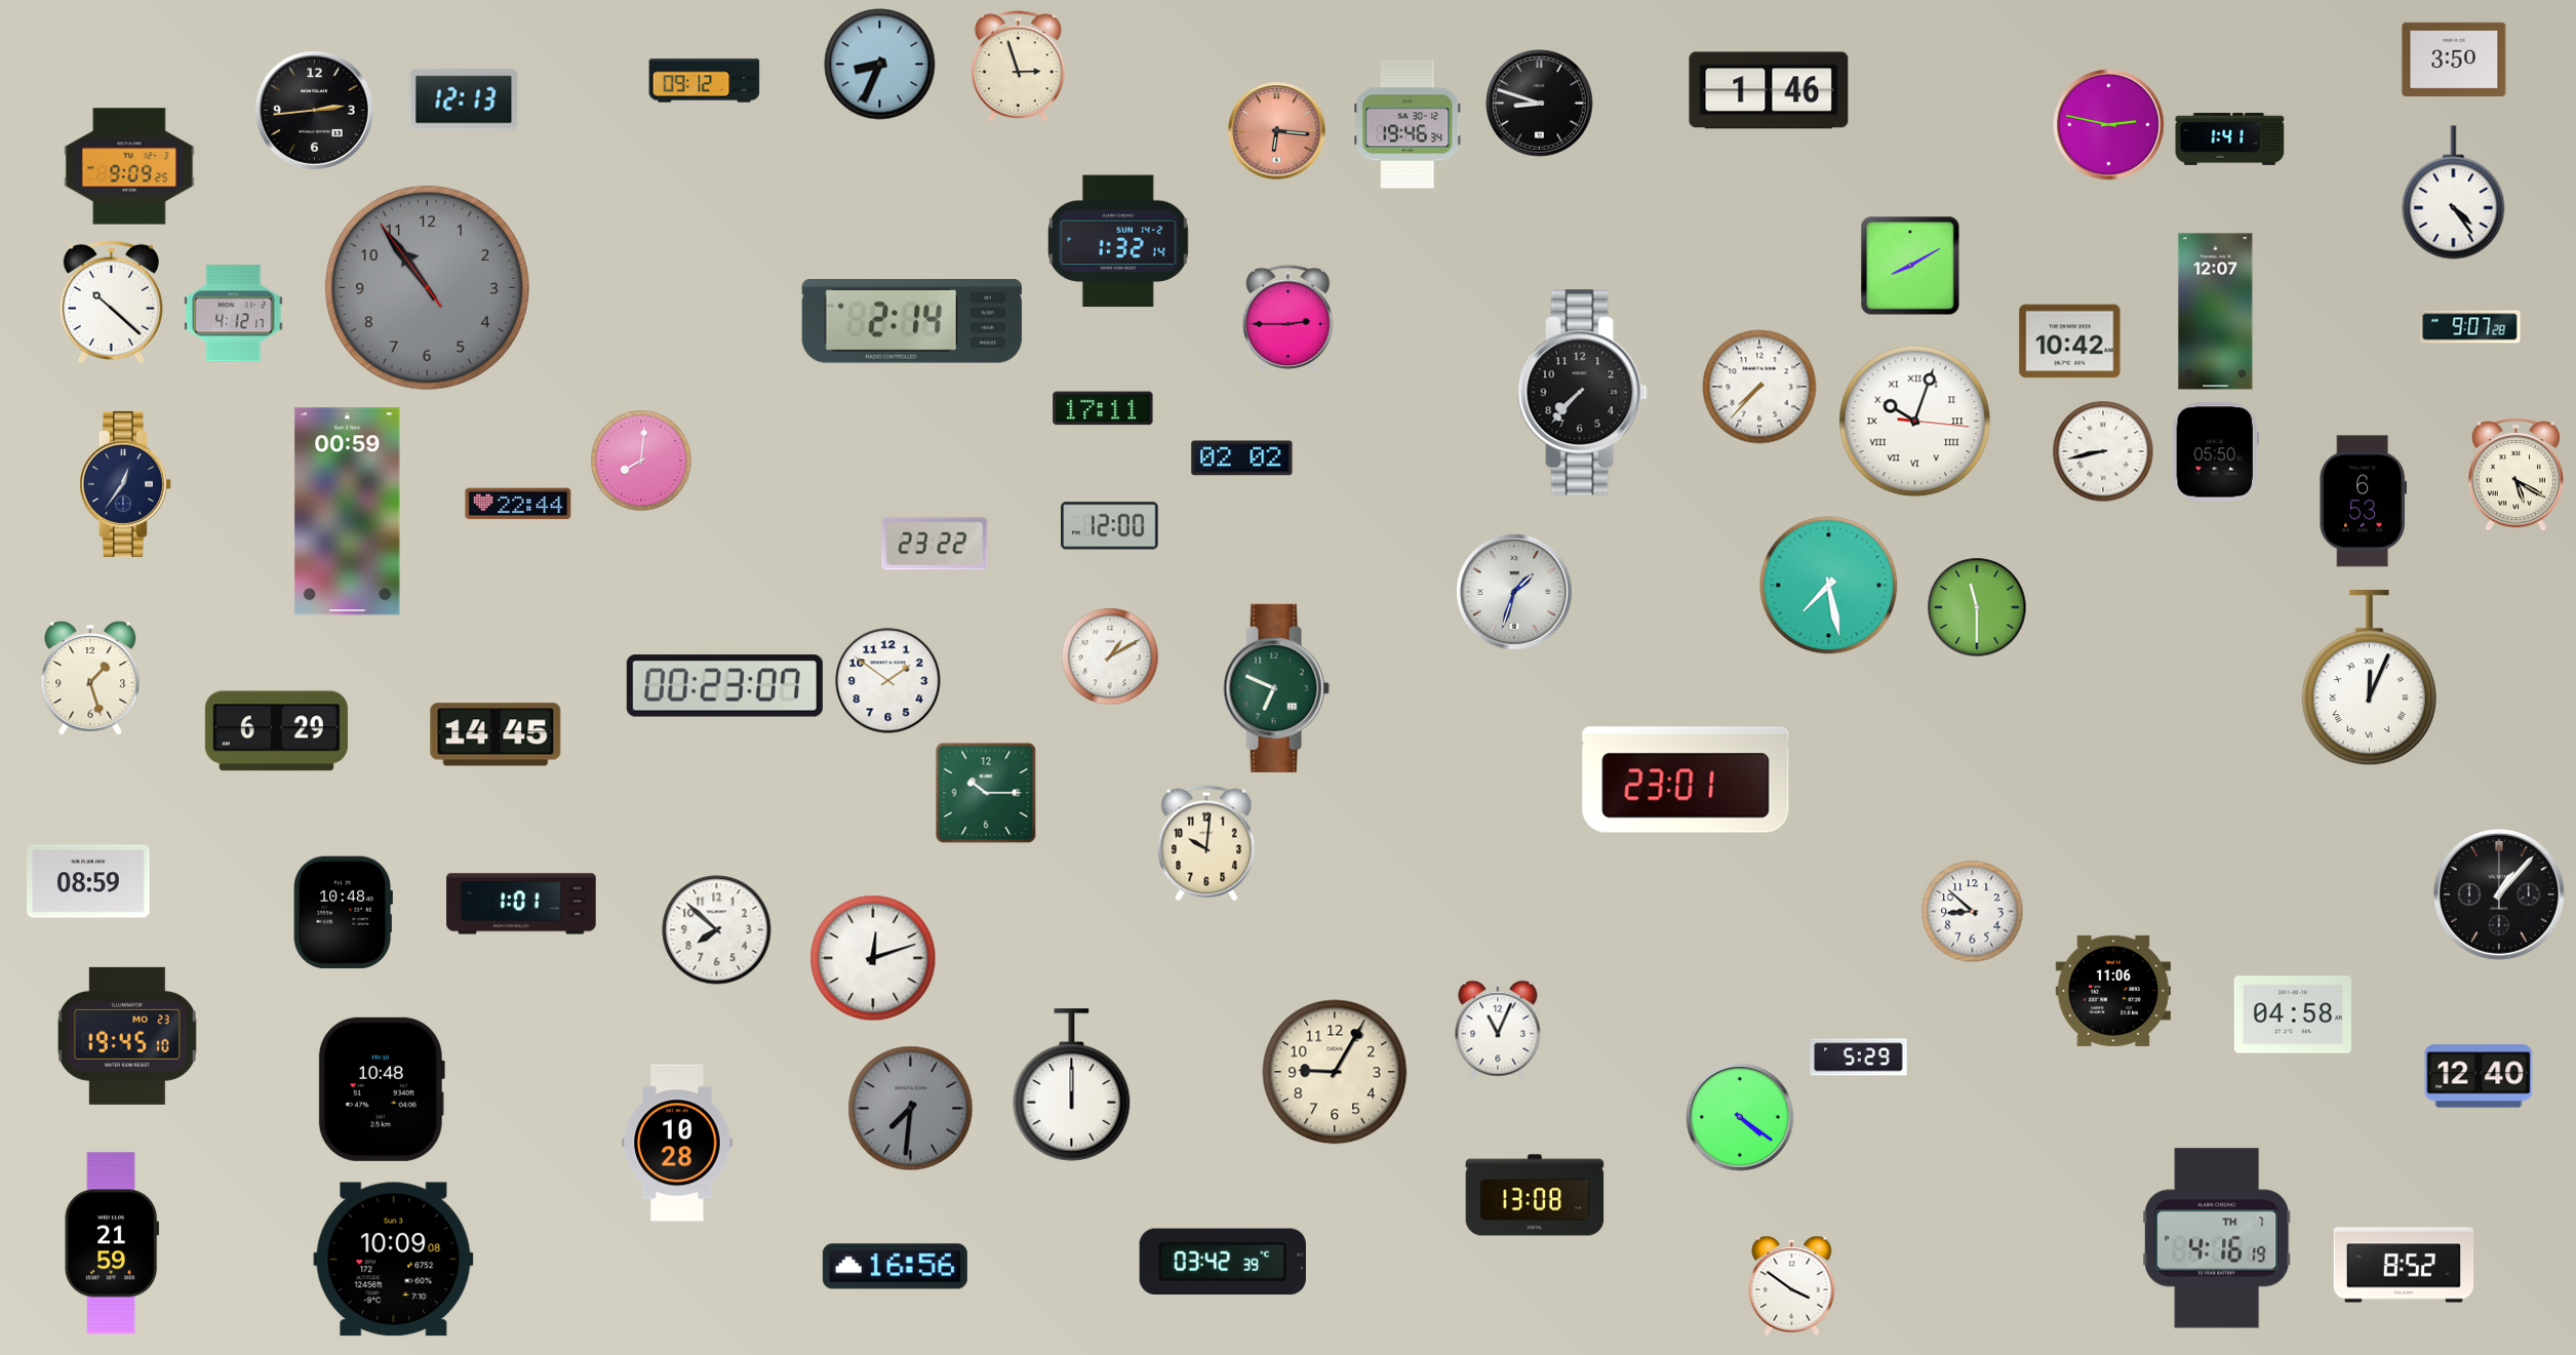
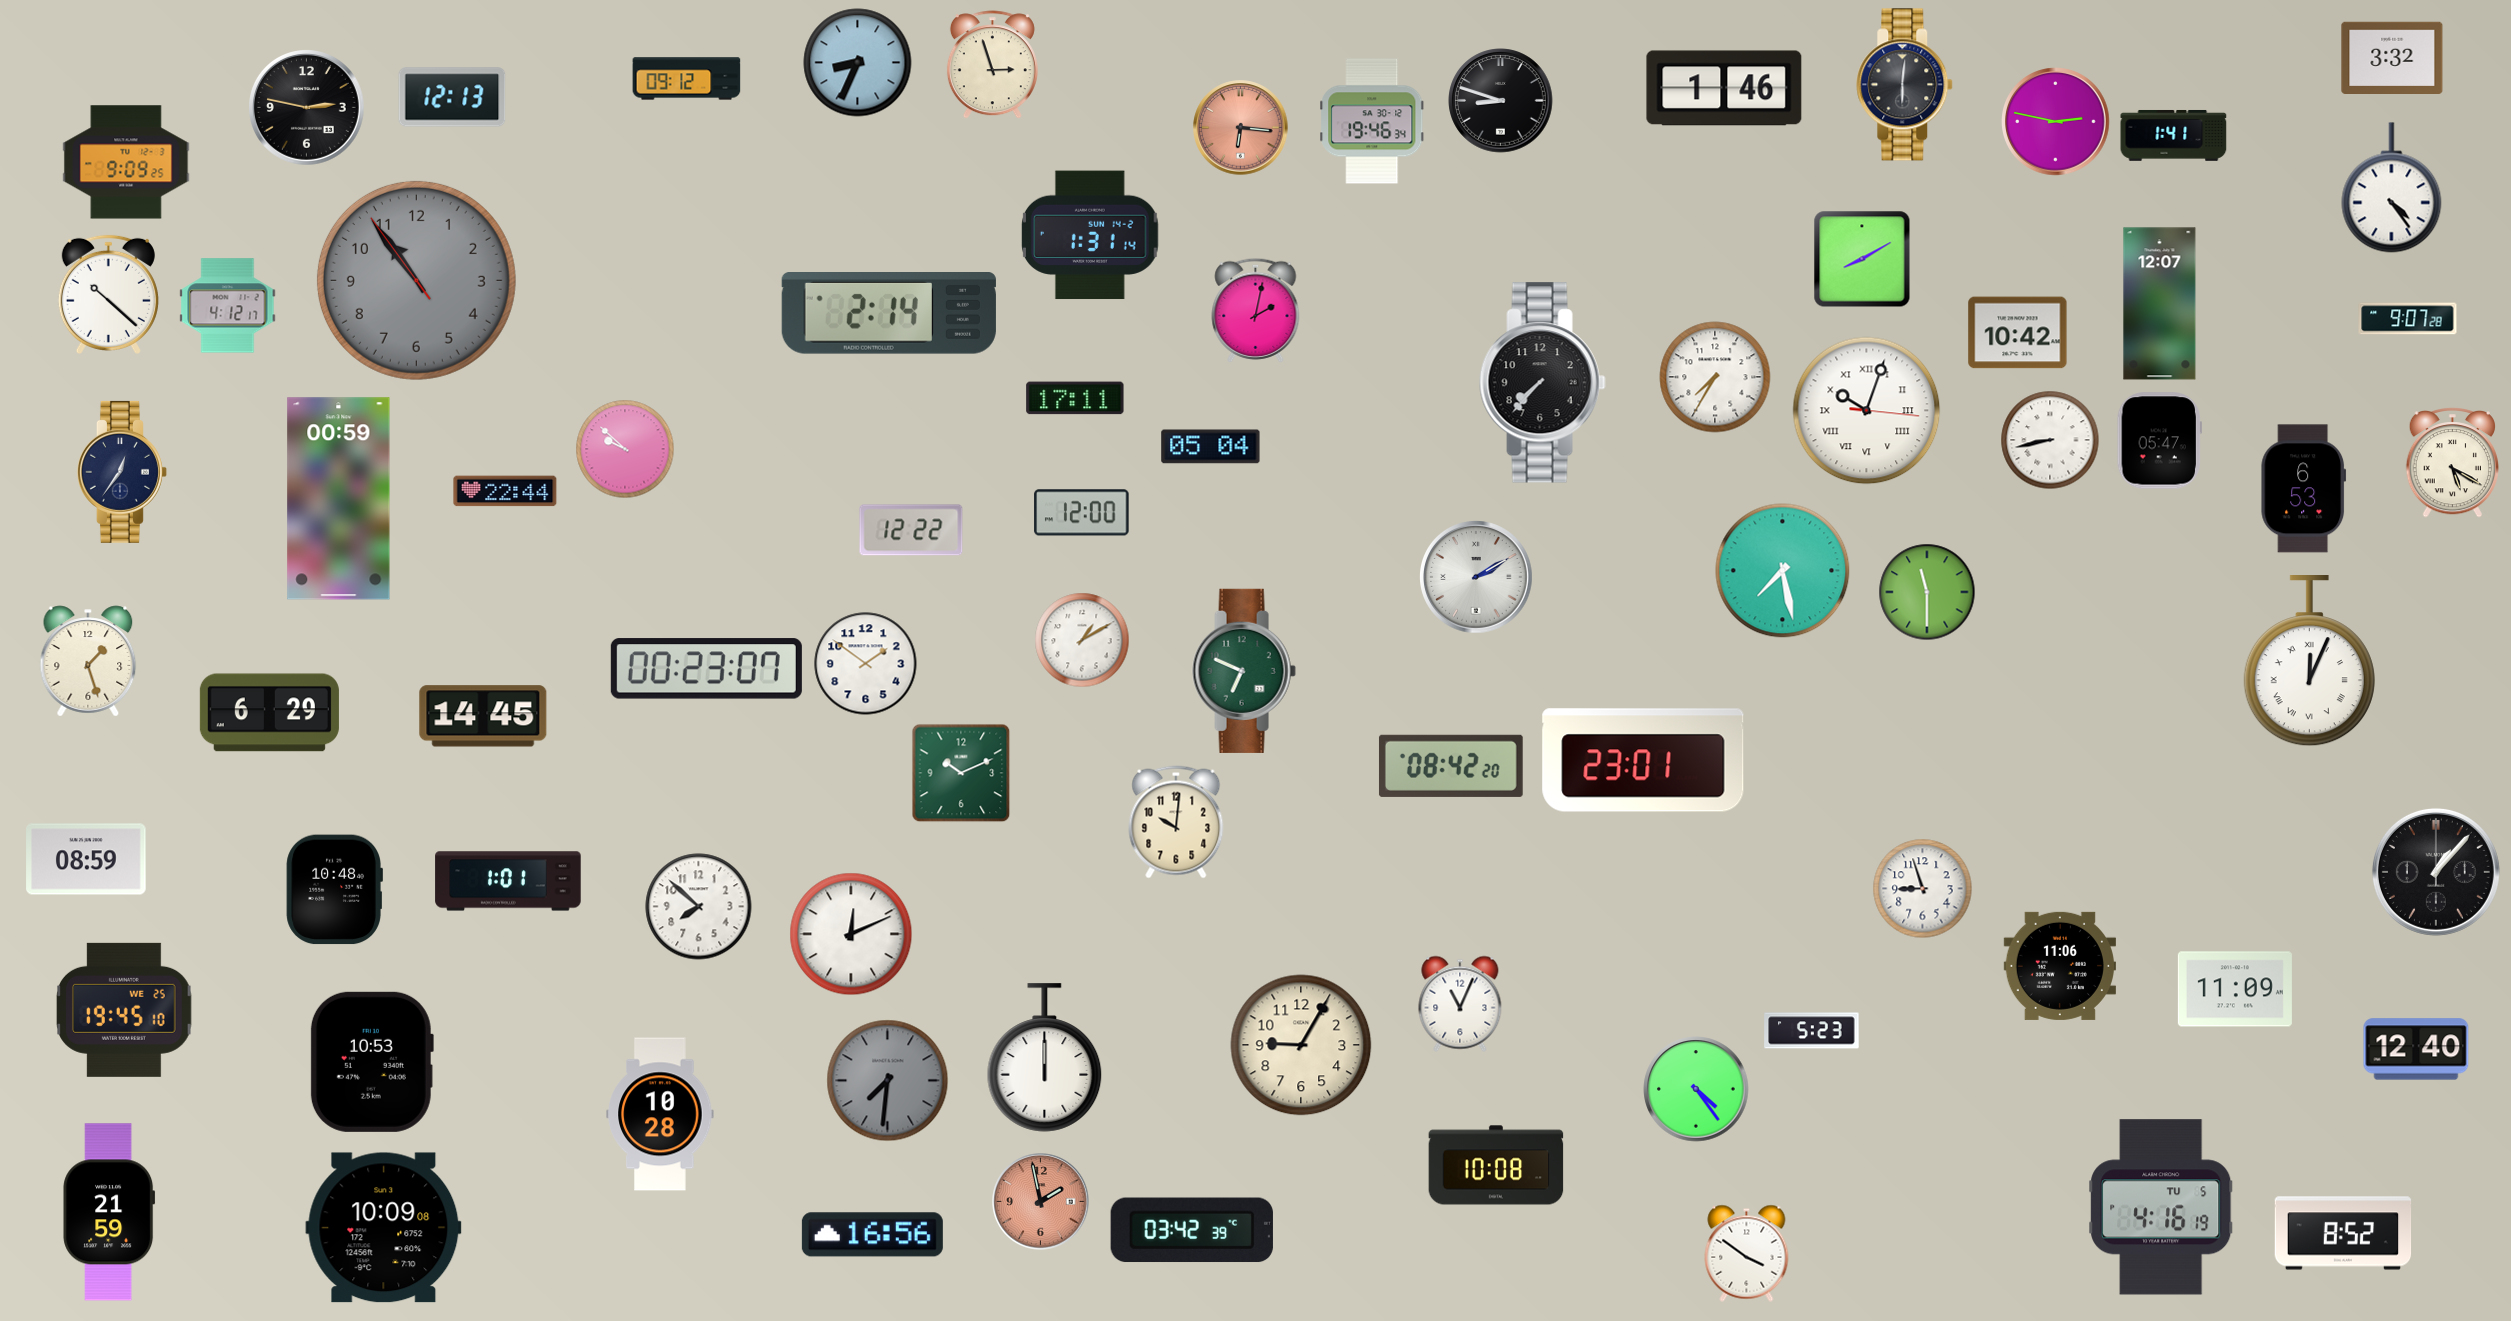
clock at (2454, 58): 3:50 -> 3:32
clock at (1905, 85): none -> 6:01
clock at (315, 111): 2:44 -> 2:47
clock at (1277, 131) position: (1277, 131) -> (1241, 128)
clock at (1119, 241): 1:32 -> 1:31
clock at (1289, 318): 2:45 -> 2:02
clock at (1759, 387): 7:37 -> 7:35
clock at (2215, 452): 05:50 -> 05:47
clock at (1242, 459): 02:02 -> 05:04
clock at (641, 461): 8:01 -> 9:52
clock at (935, 544): 23:22 -> 12:22
clock at (1515, 593): 1:33 -> 2:10
clock at (1451, 766): none -> 08:42
clock at (986, 793): 10:15 -> 10:11
clock at (1973, 912): 8:52 -> 8:57
clock at (873, 958): 12:12 -> 12:11
clock at (2293, 1014): 04:58 -> 11:09
clock at (128, 1036) date: MO 23 -> WE 25
clock at (1859, 1058): 5:29 -> 5:23
clock at (382, 1089): 10:48 -> 10:53
clock at (1740, 1117): 4:21 -> 4:24
clock at (1535, 1195): 13:08 -> 10:08
clock at (1041, 1202): none -> 1:58
clock at (2217, 1238) date: TH 7 -> TU 5
